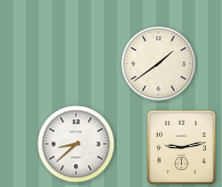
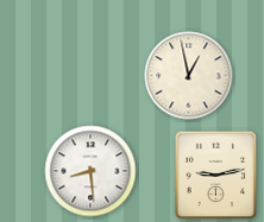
clock at (159, 64): 1:39 -> 12:58
clock at (76, 144): 8:38 -> 8:29
